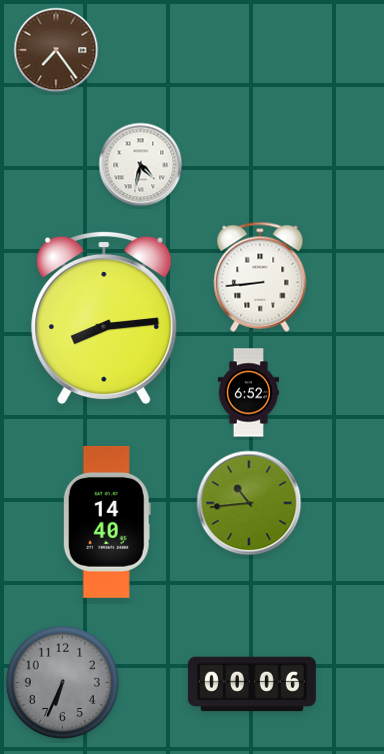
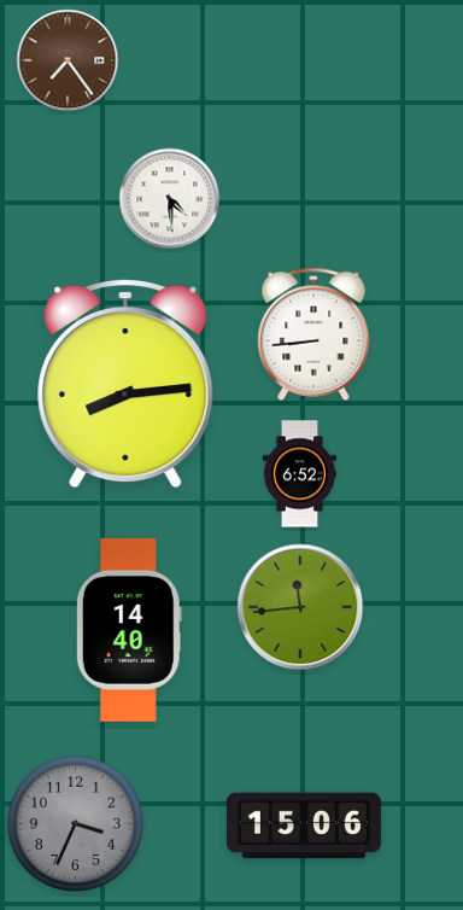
clock at (141, 165): 4:32 -> 4:29
clock at (249, 503): 10:44 -> 11:44
clock at (62, 682): 6:34 -> 3:34
clock at (252, 684): 00:06 -> 15:06
